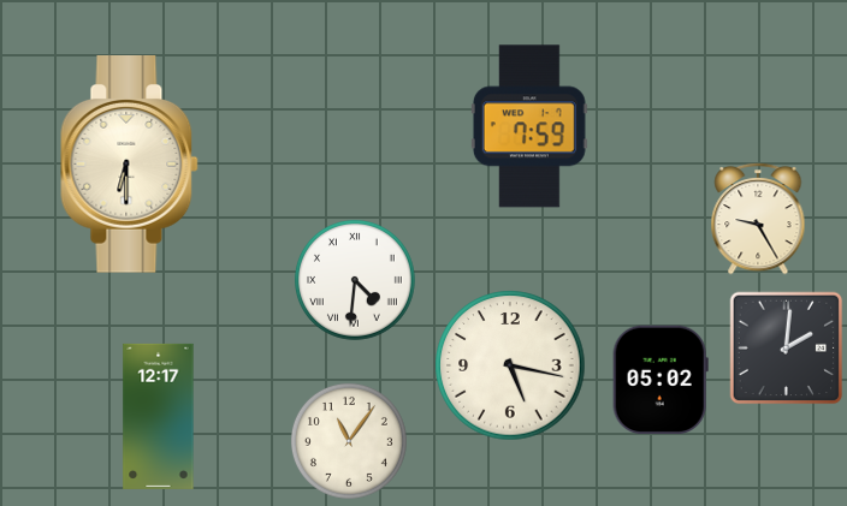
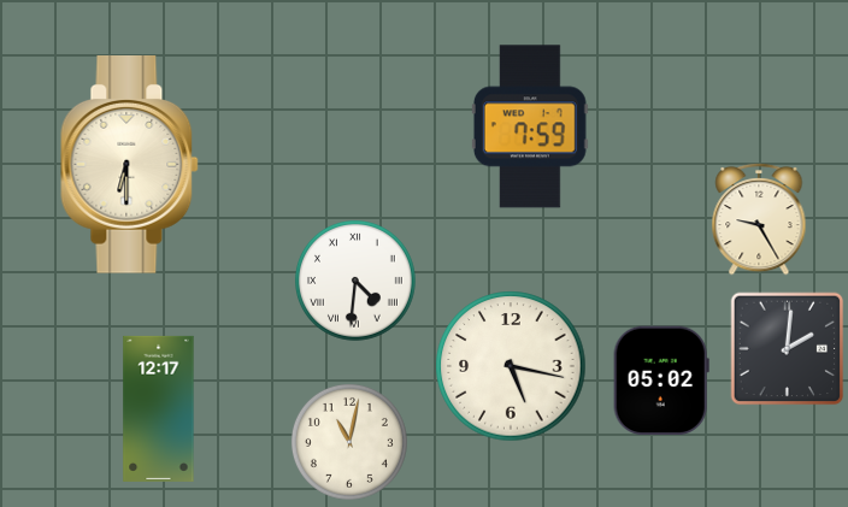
clock at (159, 416) position: (159, 416) -> (159, 408)
clock at (349, 441): 11:06 -> 11:02
